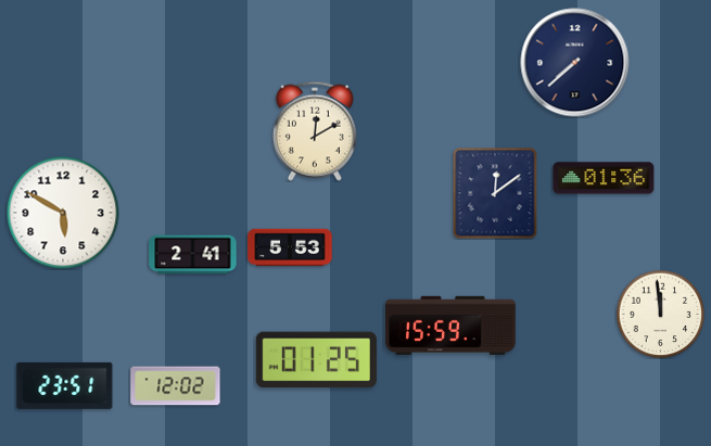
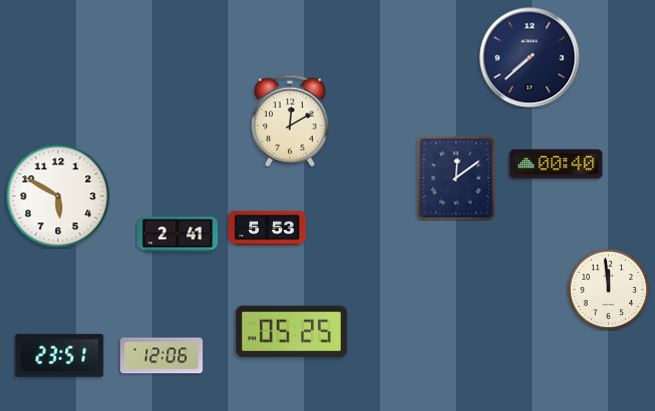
clock at (604, 178): 01:36 -> 00:40
clock at (450, 326): 15:59 -> none
clock at (316, 360): 01:25 -> 05:25
clock at (176, 386): 12:02 -> 12:06
